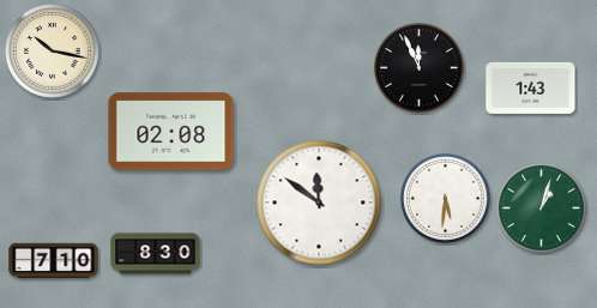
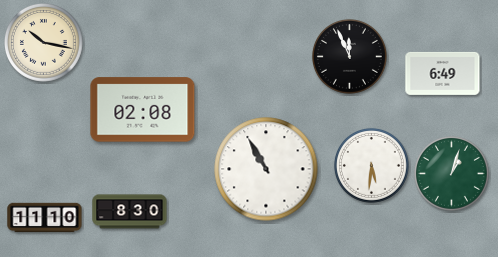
clock at (531, 87): 1:43 -> 6:49
clock at (319, 203): 11:51 -> 10:55
clock at (54, 261): 7:10 -> 11:10
